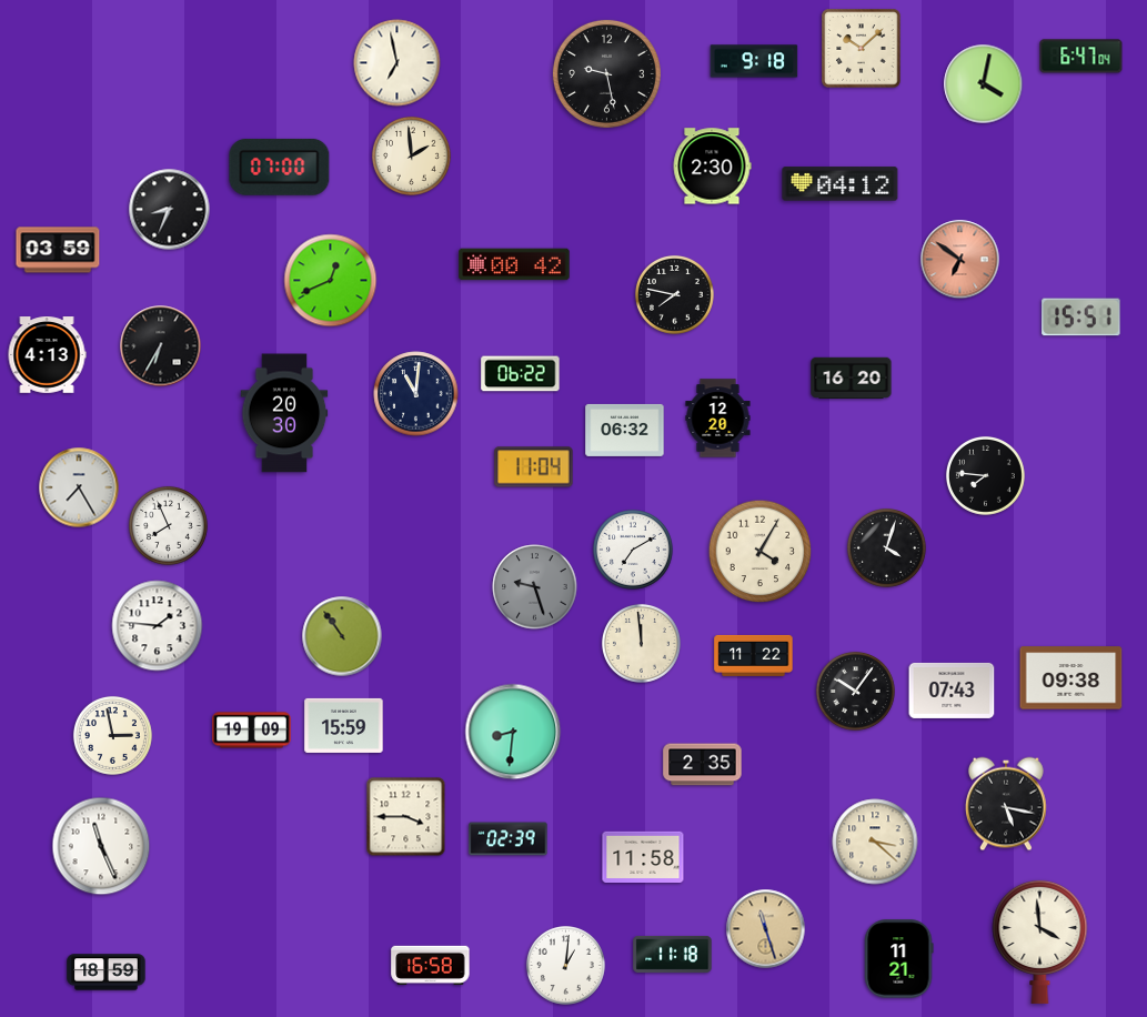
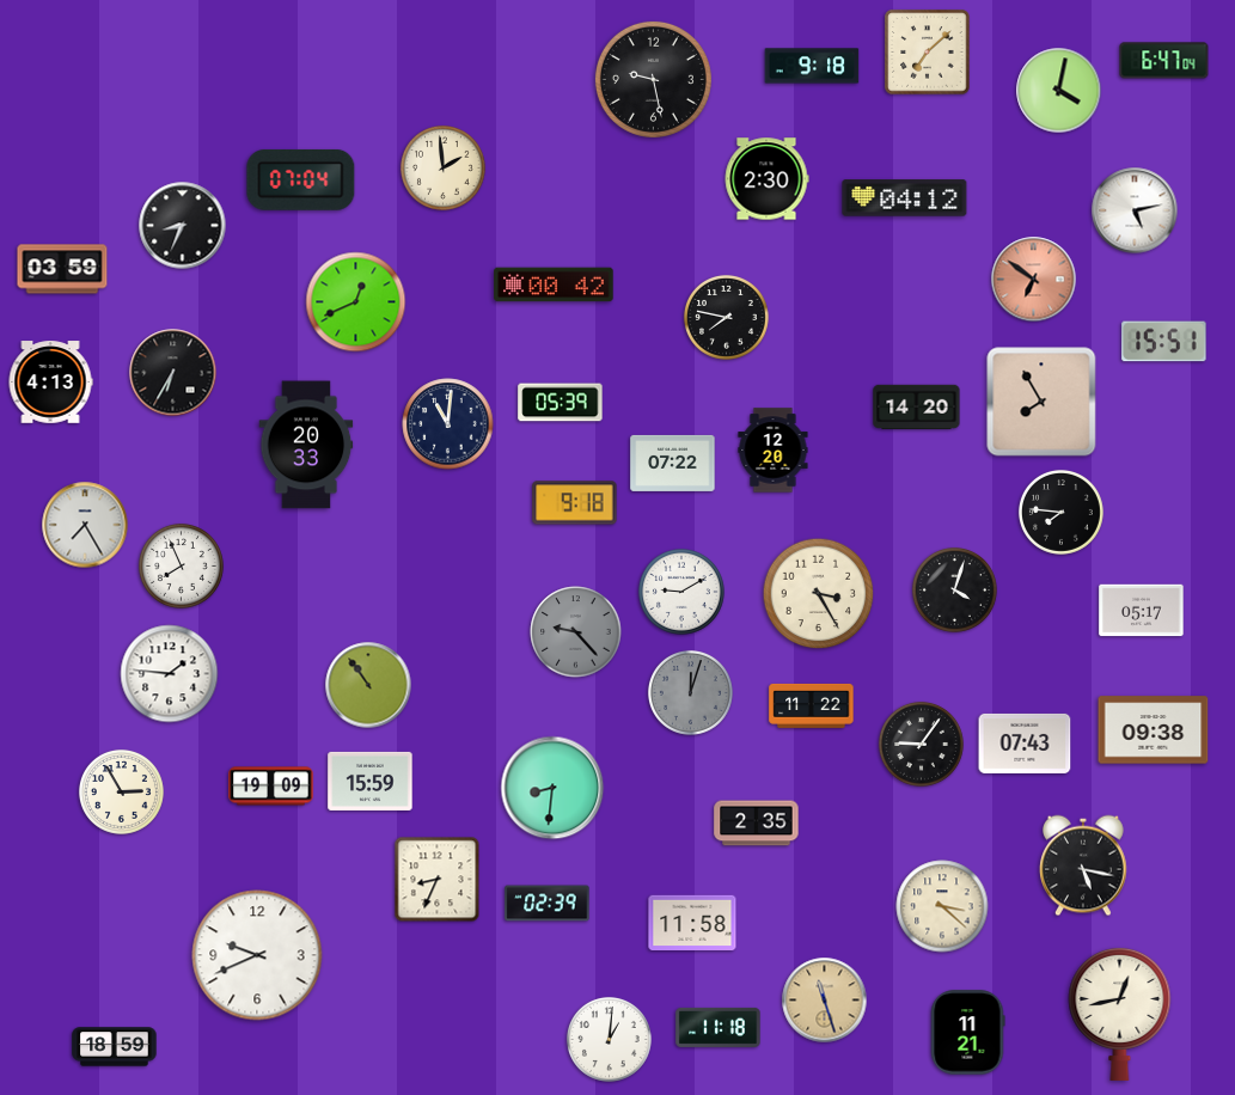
clock at (862, 49): 10:08 -> 7:08
clock at (398, 63): 6:58 -> none
clock at (280, 167): 07:00 -> 07:04
clock at (1135, 210): none -> 5:13
clock at (1041, 402): none -> 7:55
clock at (521, 374): 06:22 -> 05:39
clock at (852, 379): 16:20 -> 14:20
clock at (284, 413): 20:30 -> 20:33
clock at (625, 430): 06:32 -> 07:22
clock at (534, 467): 11:04 -> 9:18
clock at (634, 551): 7:10 -> 9:10
clock at (761, 552): 4:05 -> 3:25
clock at (1142, 611): none -> 05:17
clock at (535, 587): 9:27 -> 9:23
clock at (641, 643): 11:59 -> 12:03
clock at (641, 643) dial: cream -> grey
clock at (855, 691): 10:06 -> 9:06
clock at (112, 735): 2:58 -> 2:55
clock at (406, 817): 3:45 -> 8:34
clock at (101, 846): 11:26 -> none
clock at (257, 955): none -> 9:41
clock at (1040, 942): 3:59 -> 12:43
clock at (673, 954) position: (673, 954) -> (719, 1027)
clock at (431, 965): 16:58 -> none
